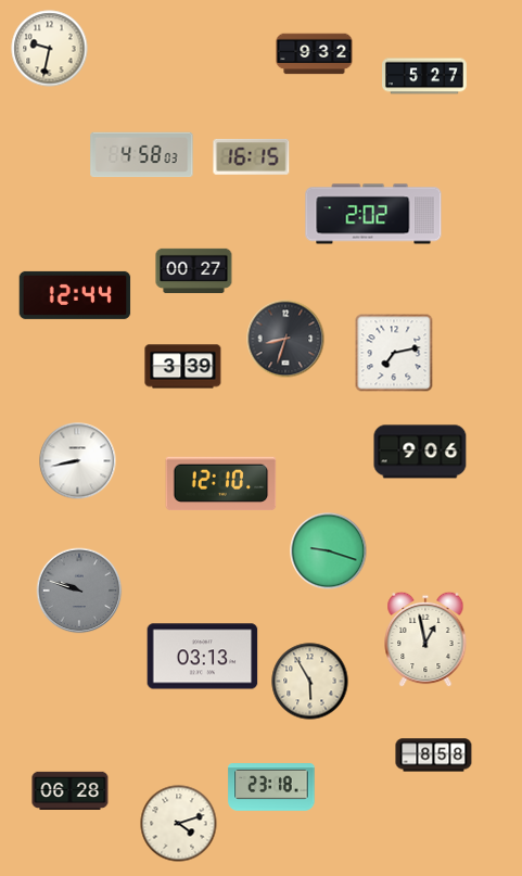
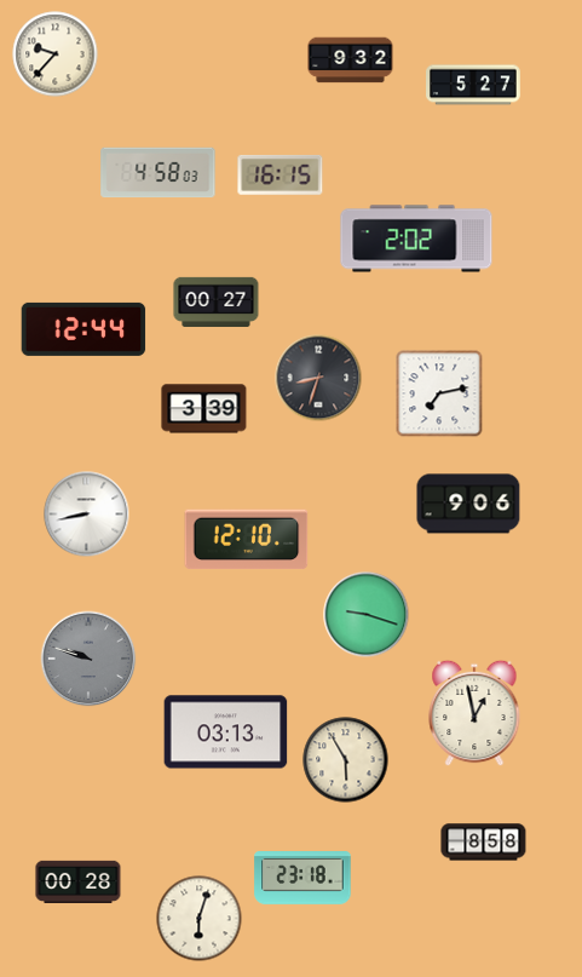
clock at (50, 49): 9:32 -> 9:37
clock at (71, 790): 06:28 -> 00:28
clock at (179, 824): 4:12 -> 6:03
